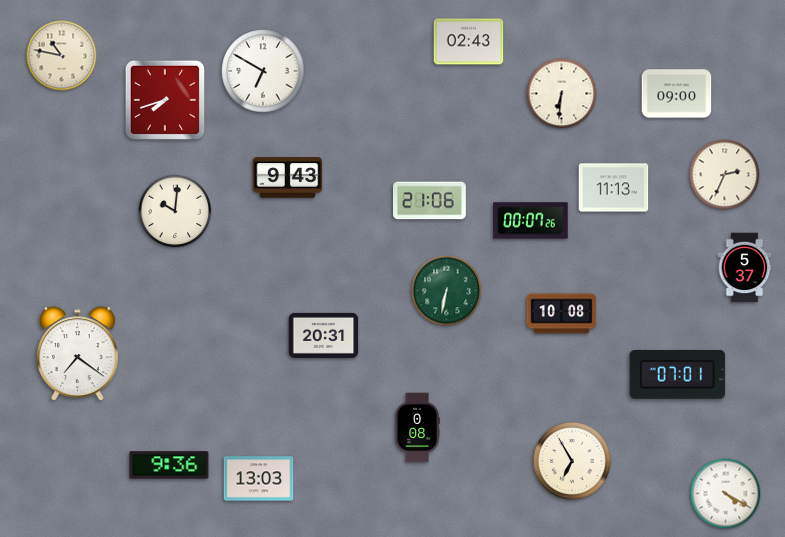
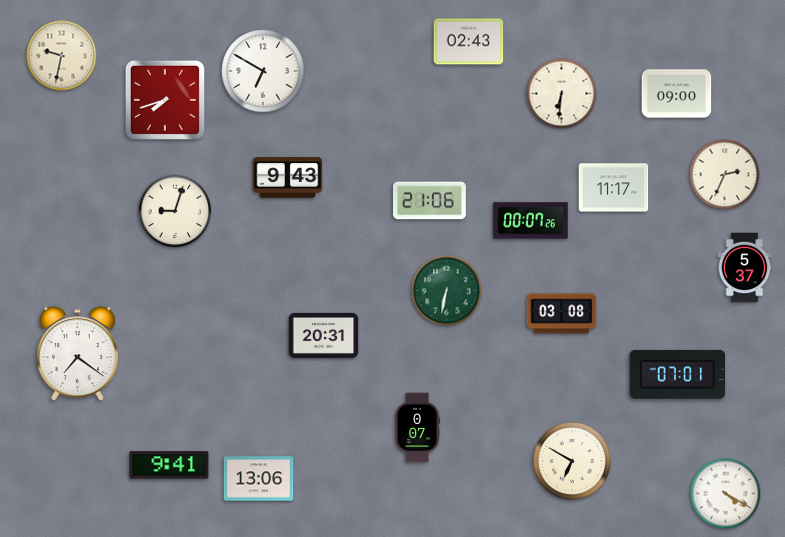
clock at (62, 56): 10:47 -> 9:32
clock at (614, 188): 11:13 -> 11:17
clock at (175, 211): 10:01 -> 9:03
clock at (562, 314): 10:08 -> 03:08
clock at (417, 428): 0:08 -> 0:07
clock at (572, 461): 6:55 -> 6:50
clock at (169, 465): 9:36 -> 9:41
clock at (259, 479): 13:03 -> 13:06
